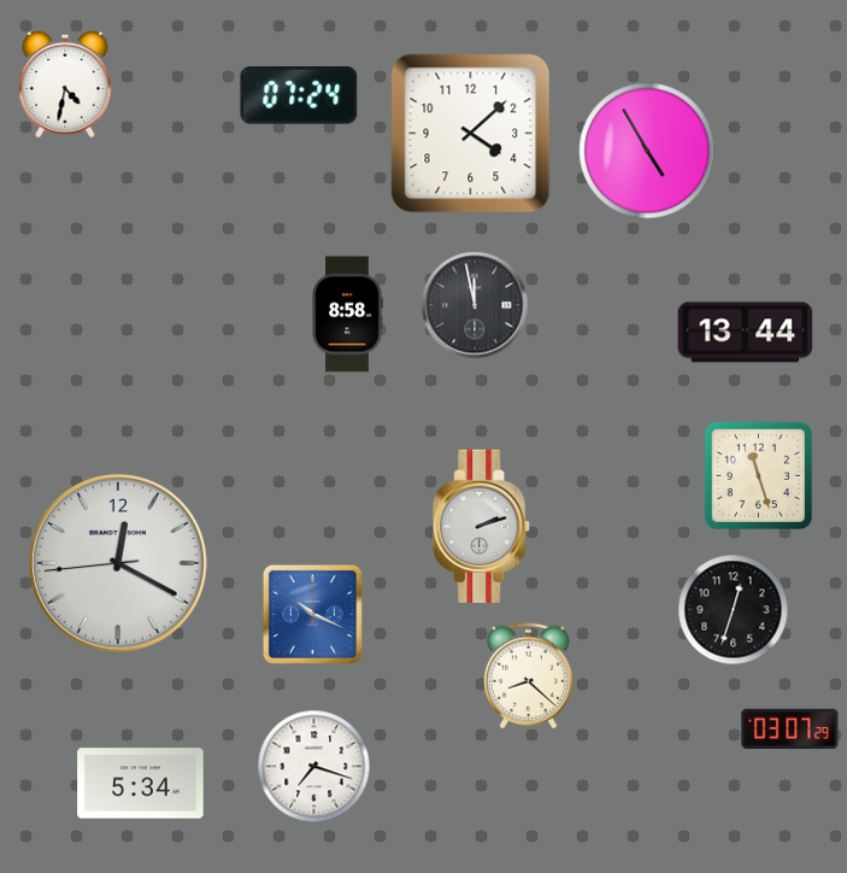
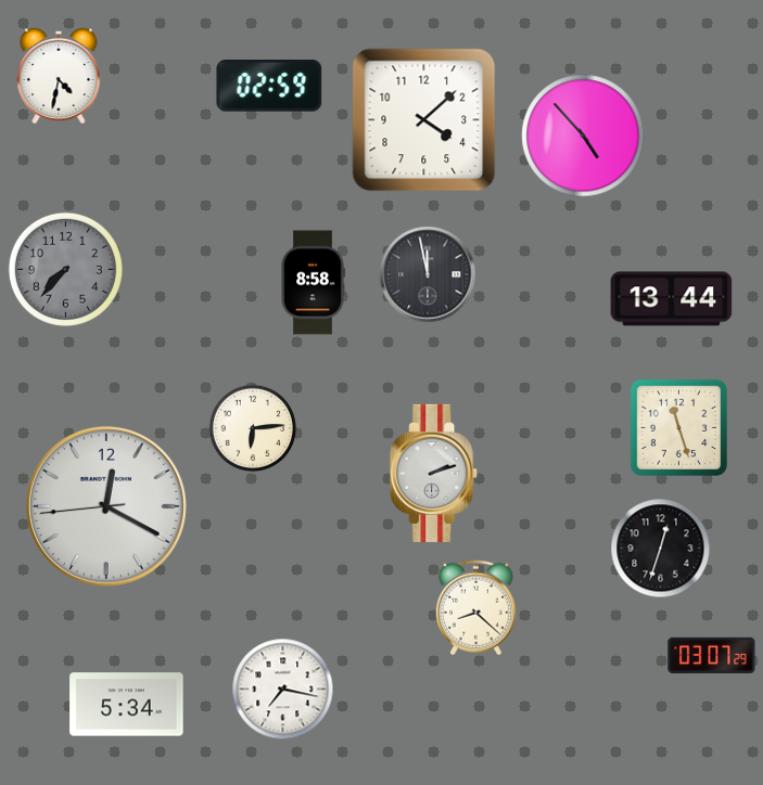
clock at (299, 96): 07:24 -> 02:59
clock at (647, 151): 4:55 -> 4:53
clock at (65, 269): none -> 7:37
clock at (758, 475) position: (758, 475) -> (678, 427)
clock at (253, 428): none -> 6:14
clock at (312, 614): 10:19 -> none
clock at (314, 767): 7:18 -> 7:17
